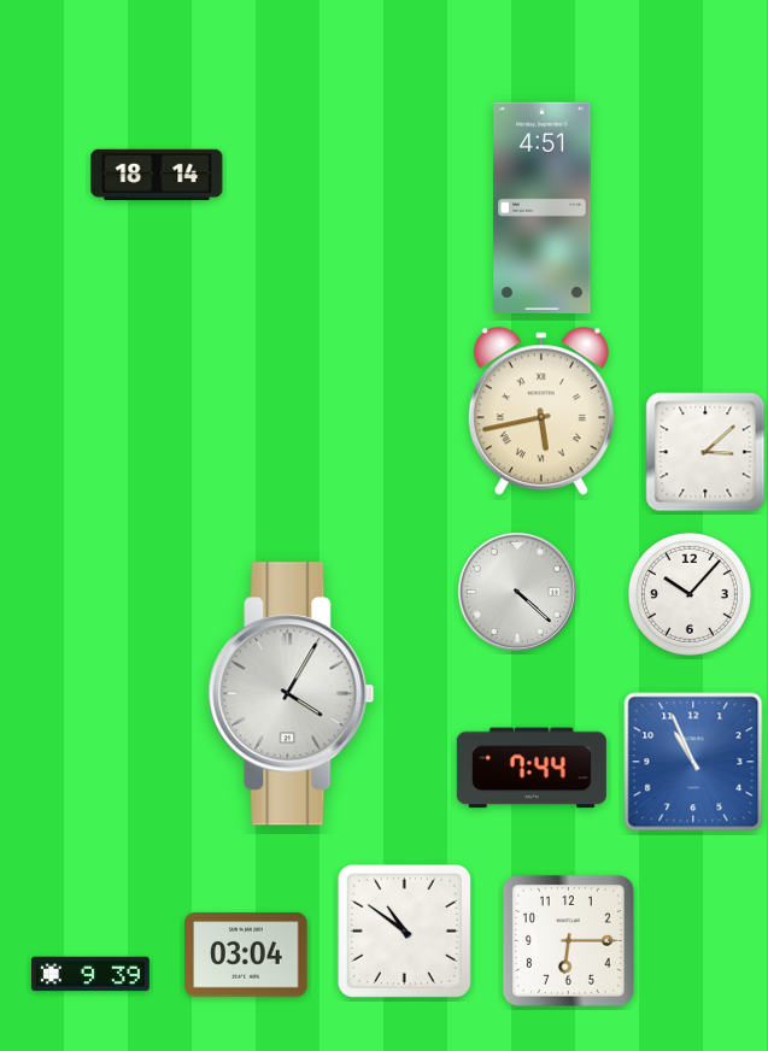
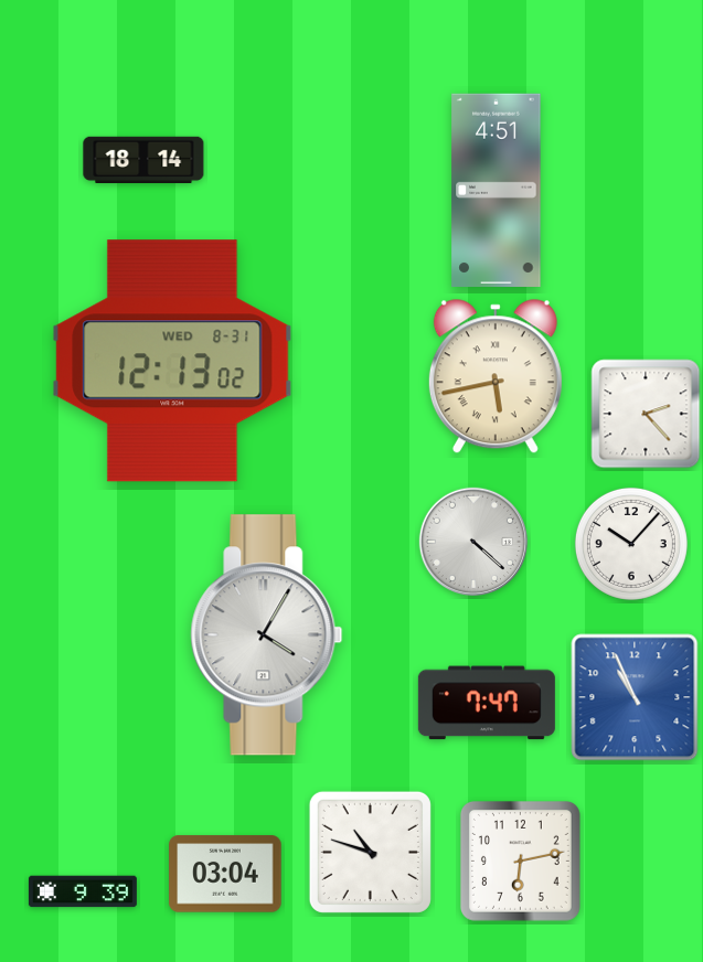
clock at (172, 361): none -> 12:13
clock at (705, 452): 3:08 -> 2:23
clock at (532, 768): 7:44 -> 7:47
clock at (404, 930): 10:51 -> 10:48
clock at (568, 940): 6:15 -> 6:13
